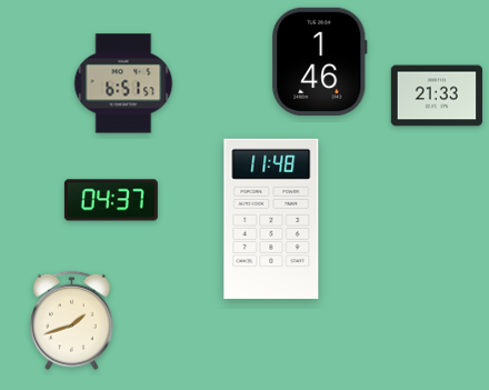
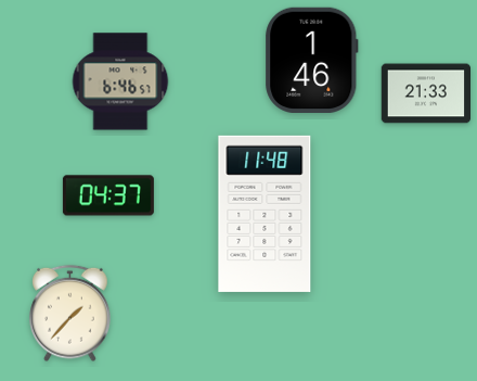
clock at (123, 83): 6:51 -> 6:46
clock at (72, 321): 1:42 -> 1:37
